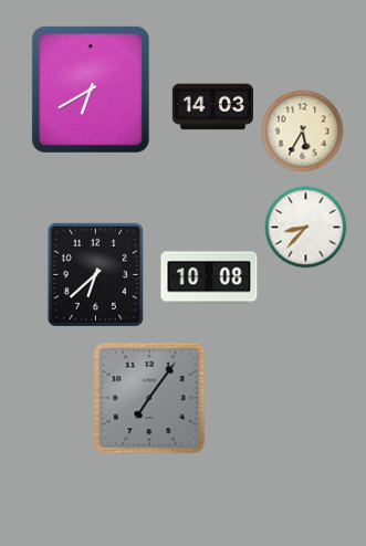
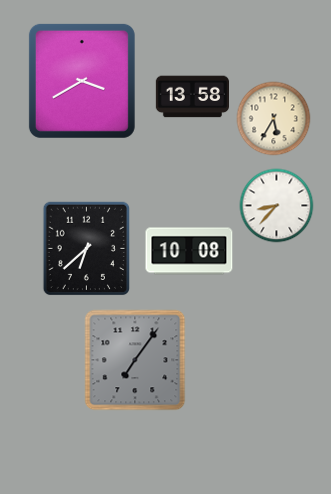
clock at (91, 90): 6:40 -> 3:40
clock at (212, 107): 14:03 -> 13:58
